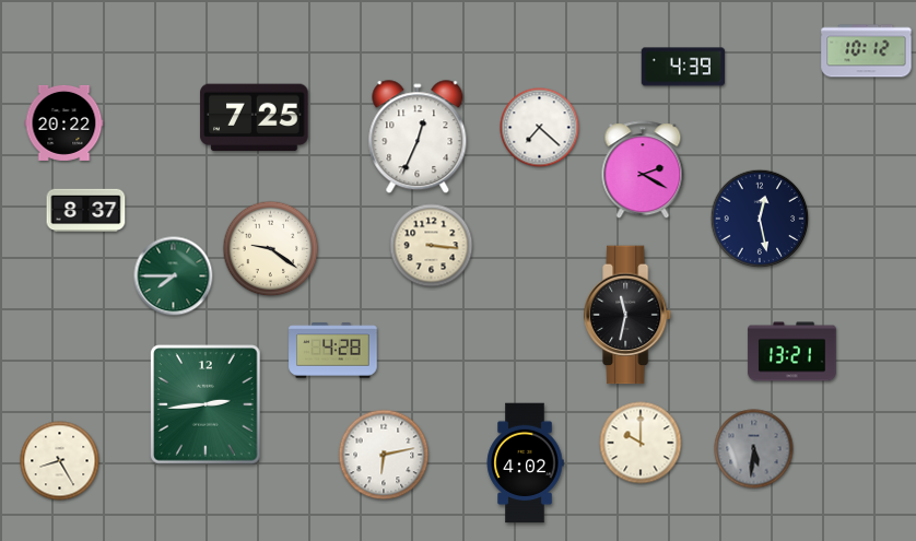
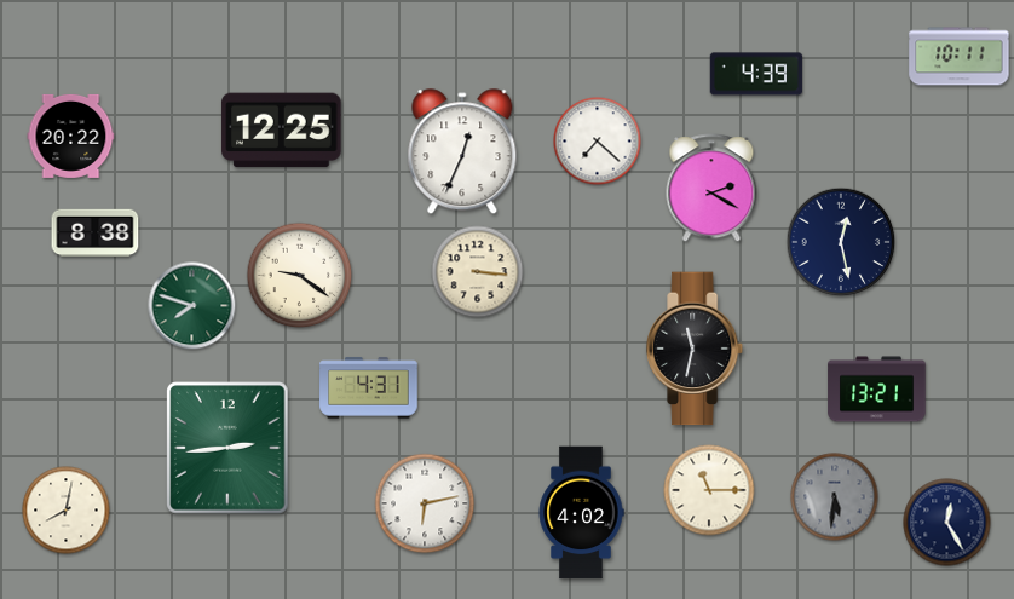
clock at (867, 51): 10:12 -> 10:11
clock at (255, 118): 7:25 -> 12:25
clock at (86, 211): 8:37 -> 8:38
clock at (174, 277): 7:45 -> 7:48
clock at (333, 351): 4:28 -> 4:31
clock at (641, 443): 10:00 -> 11:15
clock at (60, 461): 8:25 -> 8:02
clock at (947, 523): none -> 12:25
